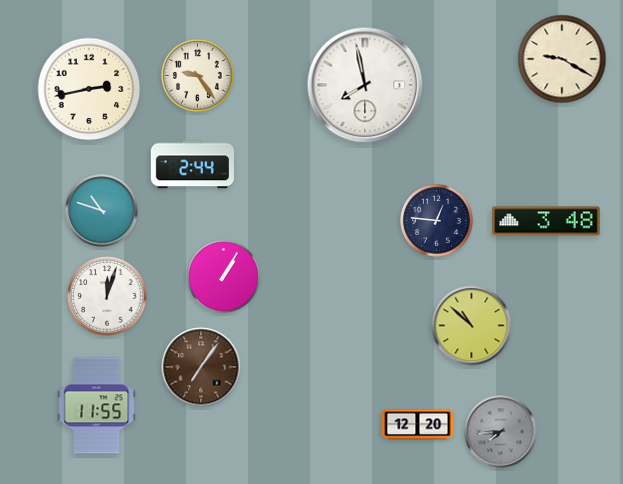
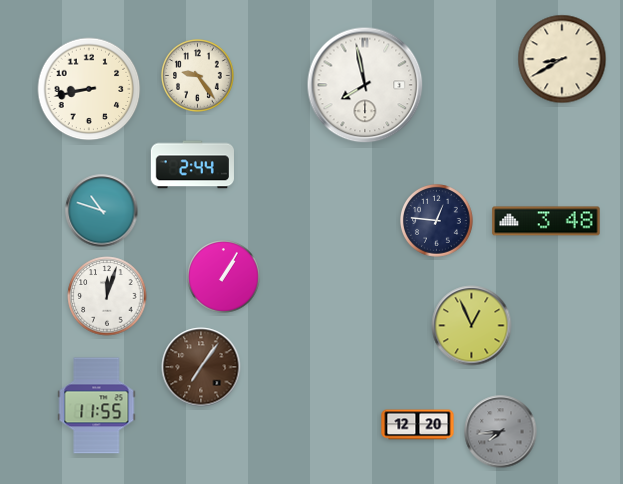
clock at (562, 59): 9:20 -> 8:40
clock at (89, 89): 2:43 -> 8:43
clock at (472, 326): 10:52 -> 12:56
